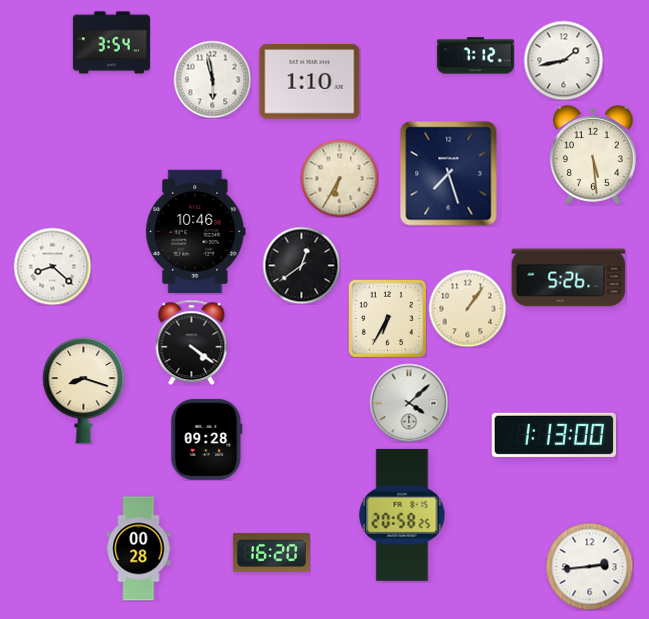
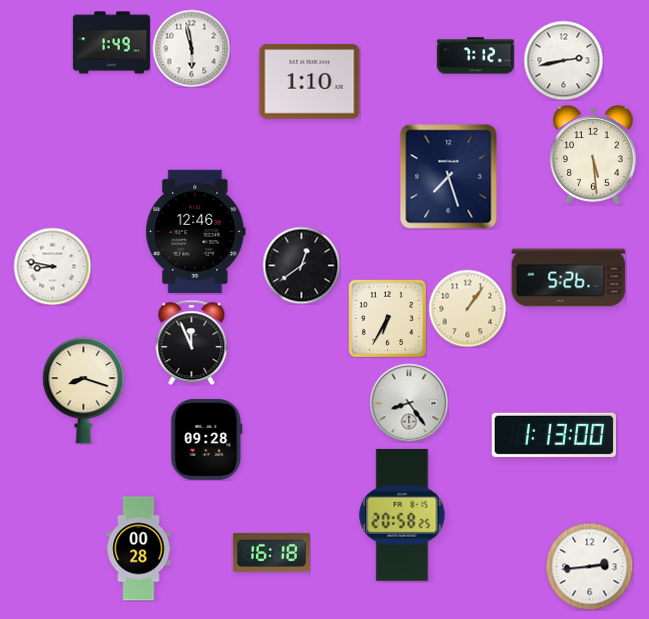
clock at (111, 43): 3:54 -> 1:49
clock at (563, 60): 1:43 -> 2:43
clock at (212, 79) position: (212, 79) -> (191, 48)
clock at (449, 174) position: (449, 174) -> (449, 177)
clock at (339, 178): 6:35 -> none
clock at (196, 231): 10:46 -> 12:46
clock at (52, 266): 8:22 -> 8:47
clock at (192, 342): 4:21 -> 11:56
clock at (409, 403): 4:08 -> 8:24
clock at (271, 552): 16:20 -> 16:18
